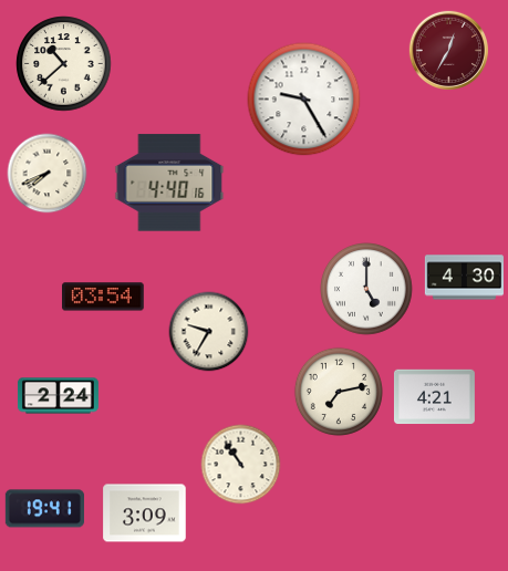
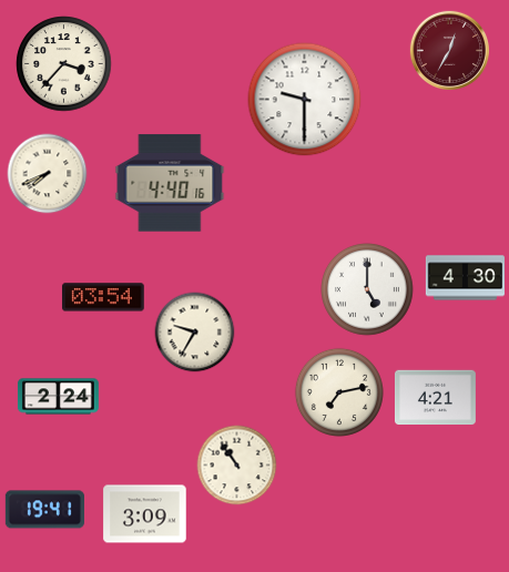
clock at (64, 64): 10:38 -> 3:37
clock at (304, 100): 9:25 -> 9:30
clock at (209, 332) position: (209, 332) -> (195, 333)
clock at (241, 465) position: (241, 465) -> (237, 466)
